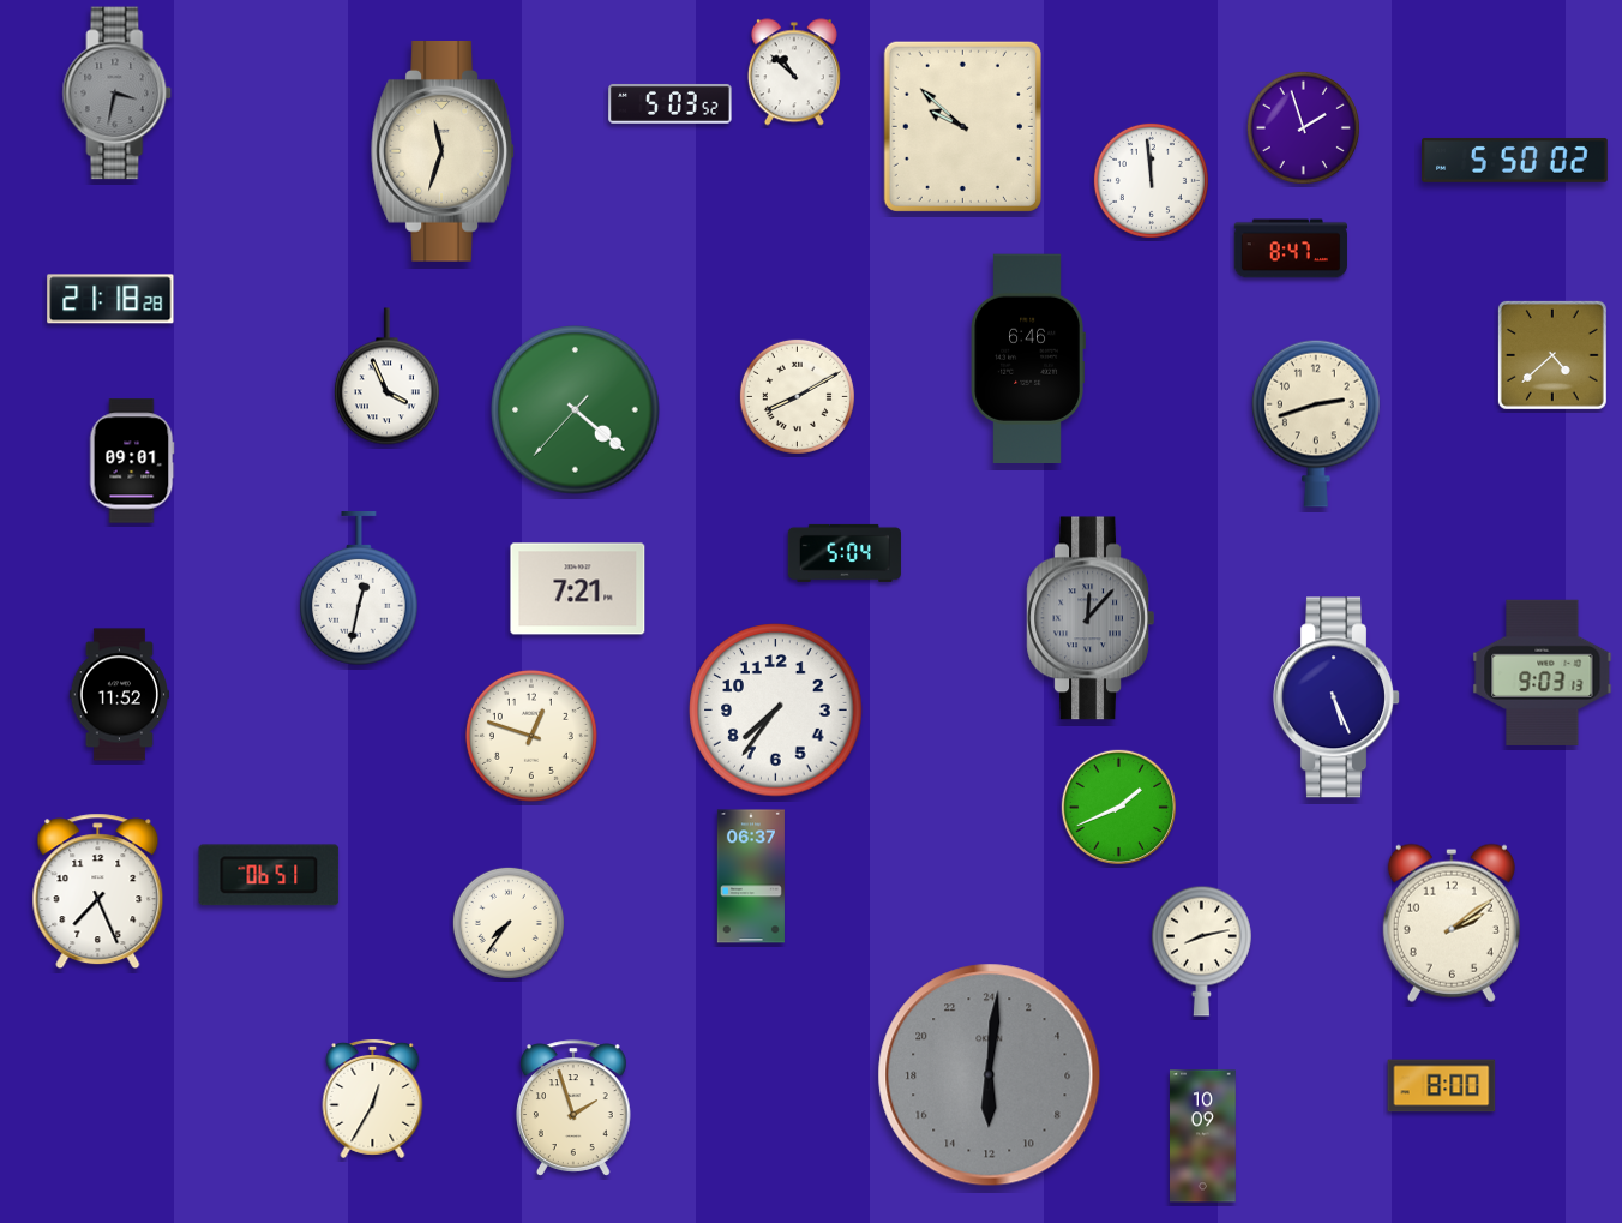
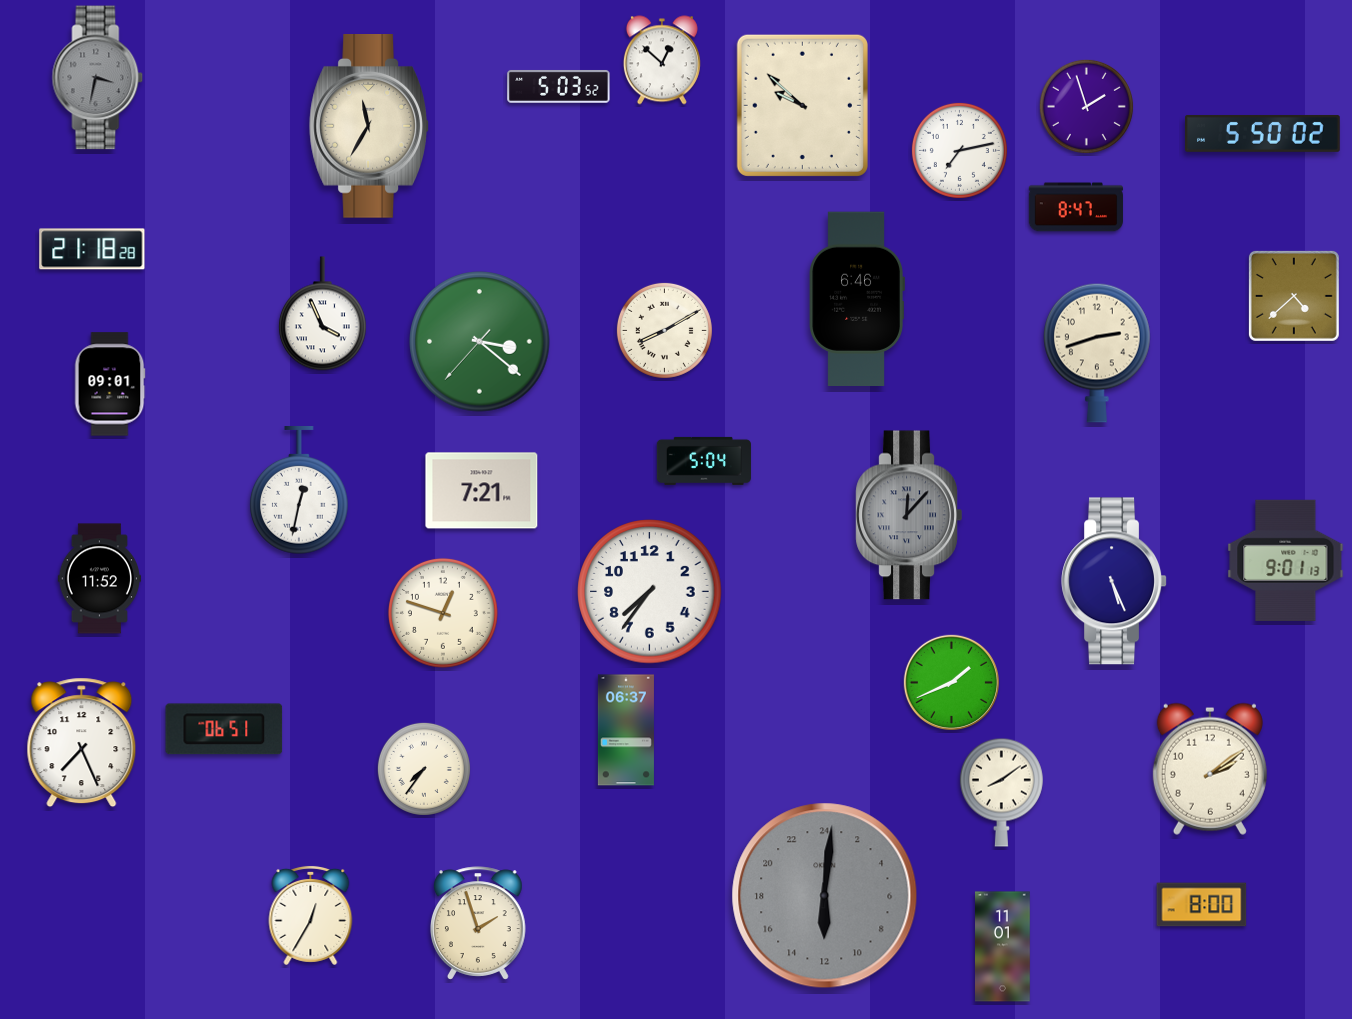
clock at (794, 72): 10:52 -> 12:52
clock at (443, 152): 11:33 -> 11:35
clock at (1151, 180): 11:59 -> 7:13
clock at (576, 410): 4:21 -> 3:21
clock at (1543, 672): 9:03 -> 9:01
clock at (776, 711) position: (776, 711) -> (650, 592)
clock at (1118, 807) position: (1118, 807) -> (951, 682)
clock at (1201, 951): 8:13 -> 8:09
clock at (1203, 1137): 10:09 -> 11:01
